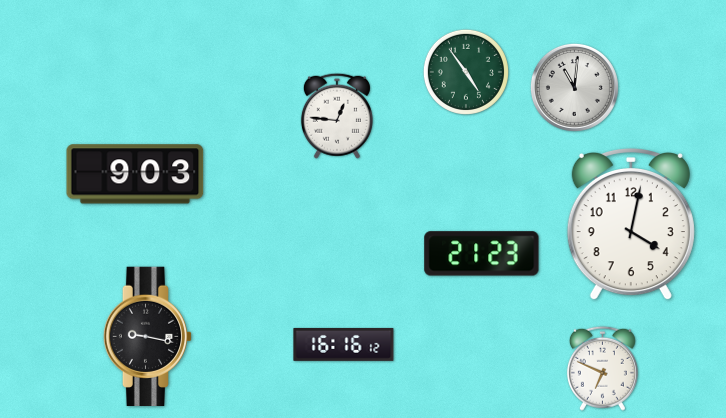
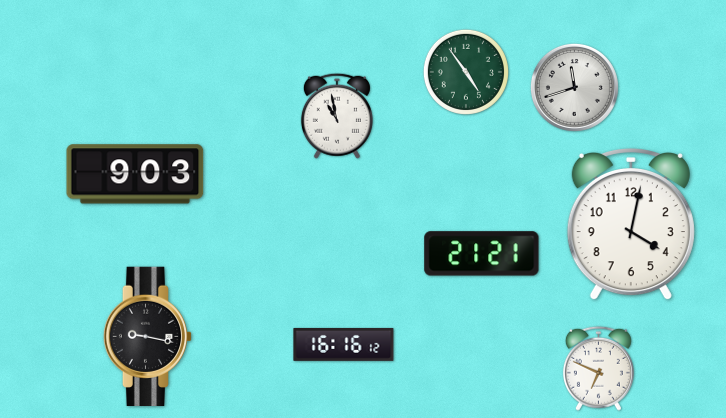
clock at (574, 87): 11:01 -> 11:42
clock at (337, 116): 12:46 -> 10:58
clock at (482, 254): 21:23 -> 21:21
clock at (602, 368) position: (602, 368) -> (598, 368)
